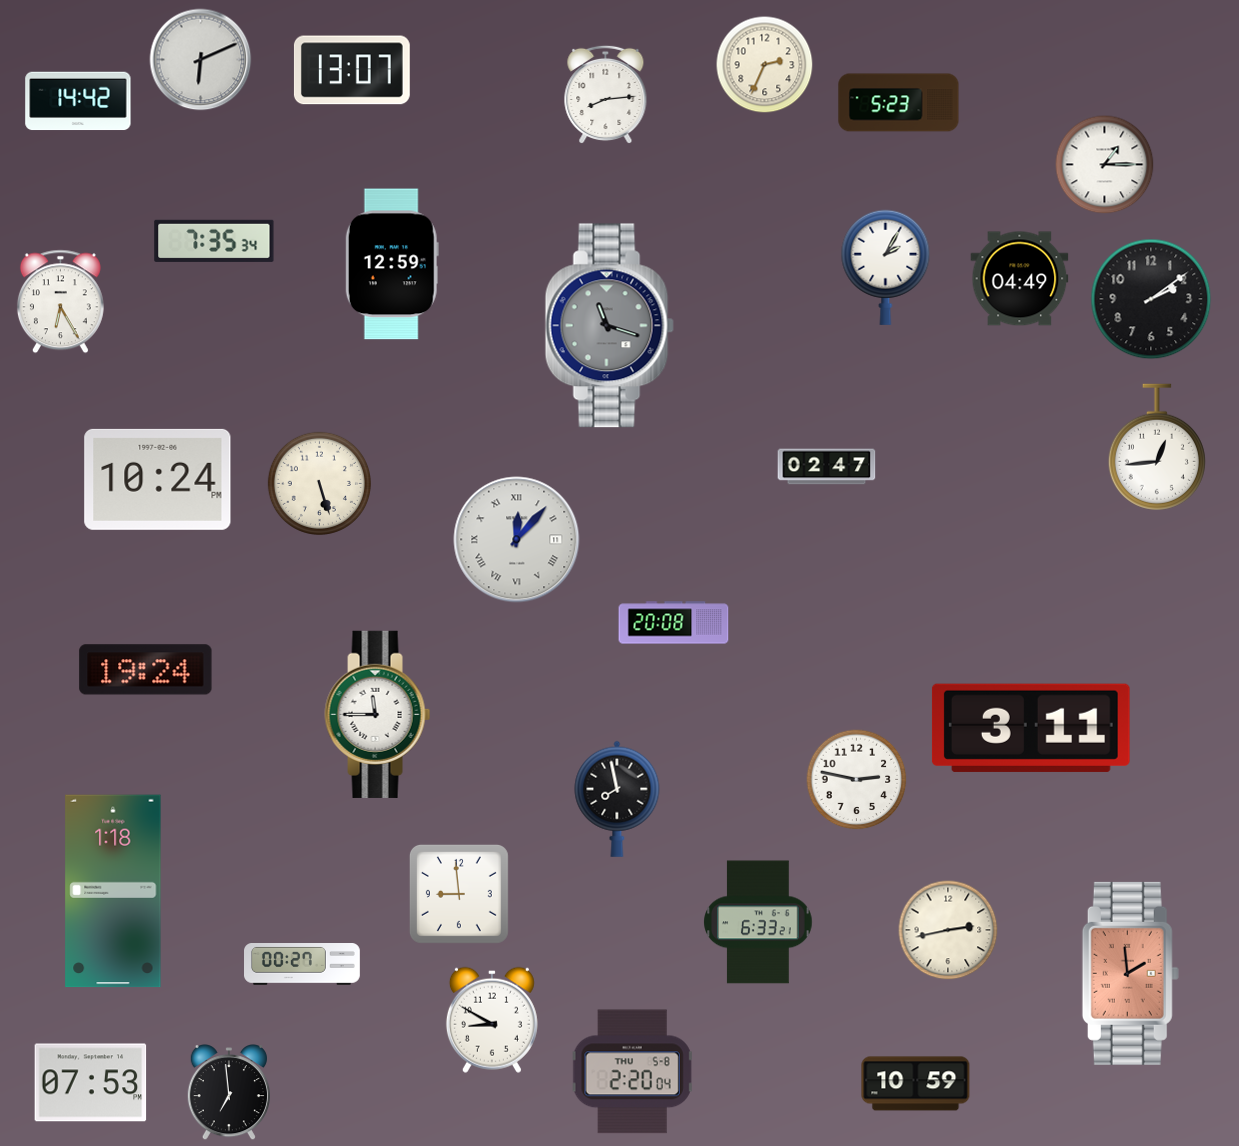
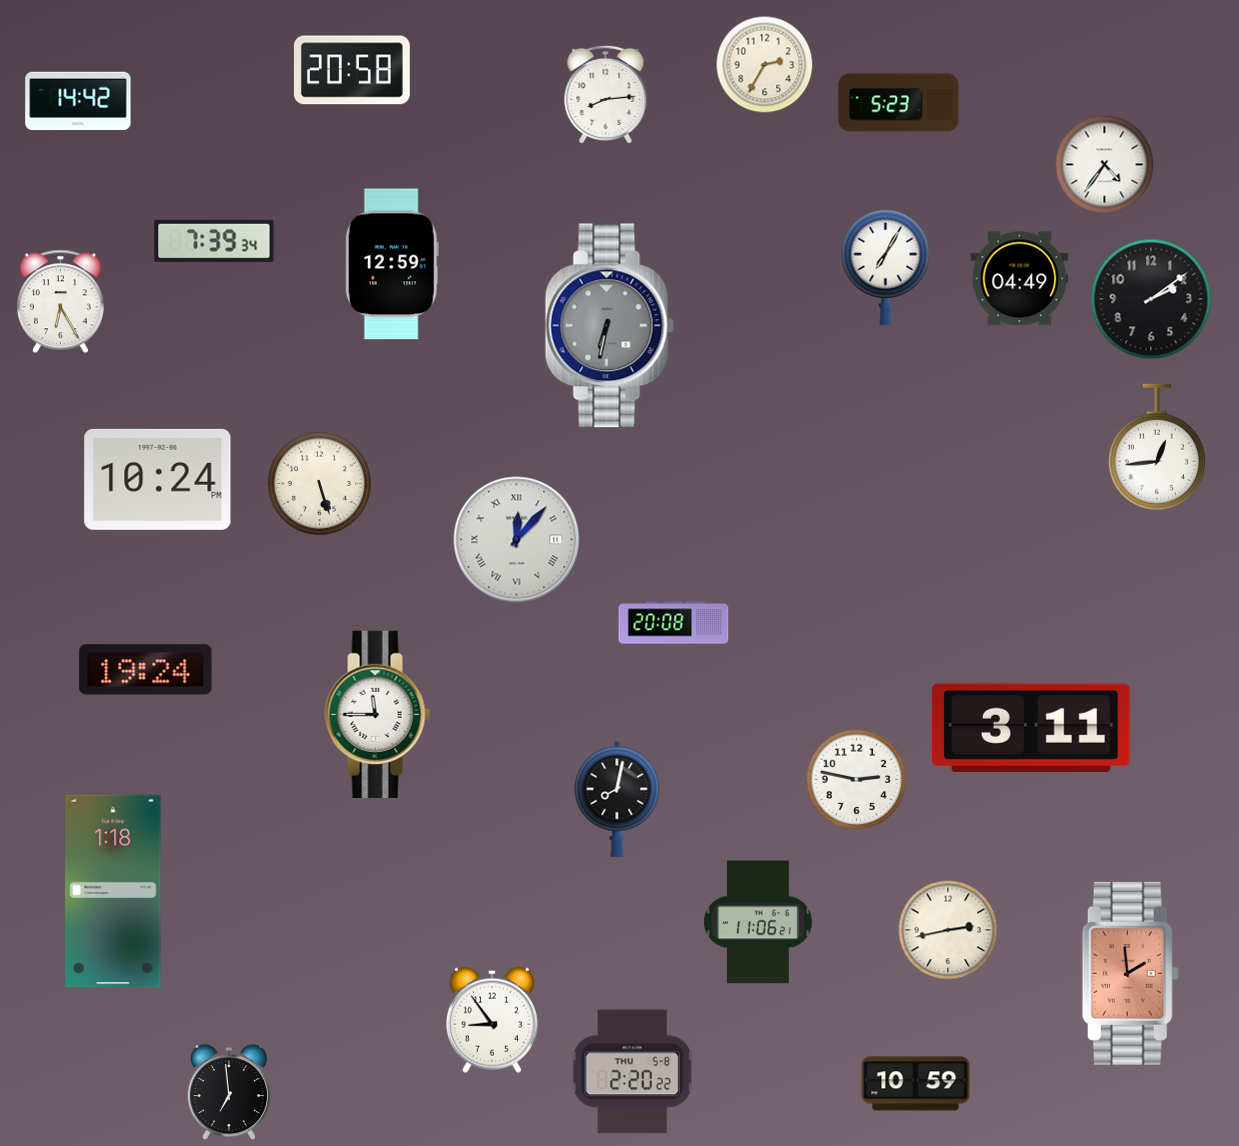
clock at (201, 60): 6:11 -> none
clock at (765, 65): 2:34 -> 2:35
clock at (352, 70): 13:07 -> 20:58
clock at (1105, 165): 1:15 -> 4:36
clock at (214, 241): 7:35 -> 7:39
clock at (886, 267): 2:05 -> 7:05
clock at (609, 326): 11:18 -> 6:32
clock at (827, 467): 02:47 -> none
clock at (617, 799): 7:58 -> 8:02
clock at (459, 894): 8:59 -> none
clock at (758, 922): 6:33 -> 11:06
clock at (303, 965): 00:27 -> none
clock at (492, 1020): 8:50 -> 8:54
clock at (632, 1072): 2:20:04 -> 2:20:22
clock at (91, 1083): 07:53 -> none
